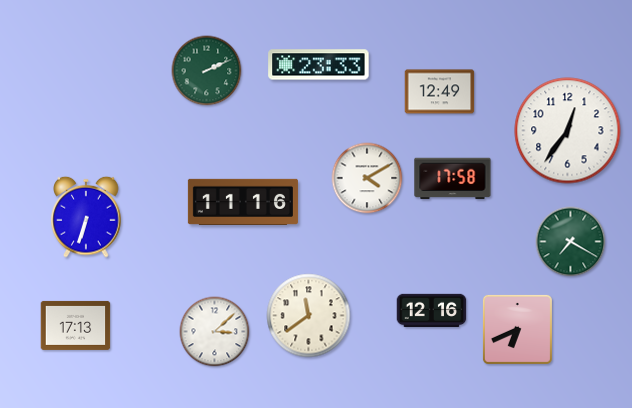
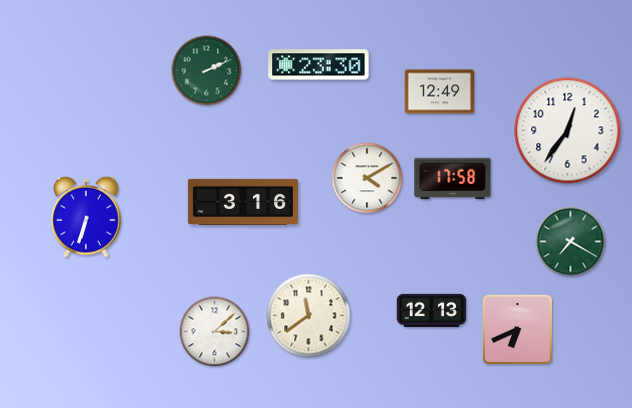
clock at (319, 65): 23:33 -> 23:30
clock at (243, 202): 11:16 -> 3:16
clock at (432, 310): 12:16 -> 12:13
clock at (76, 325): 17:13 -> none
